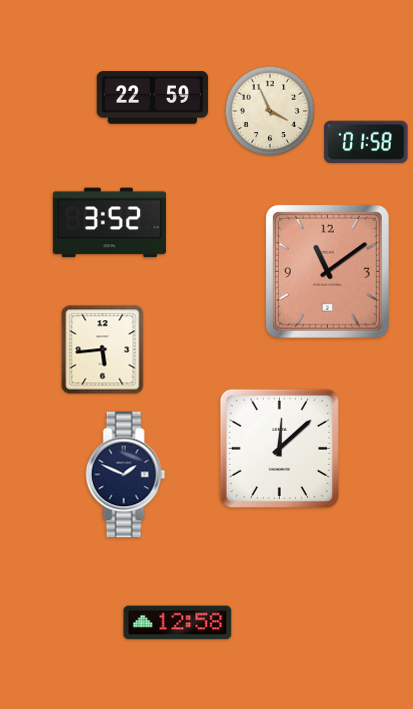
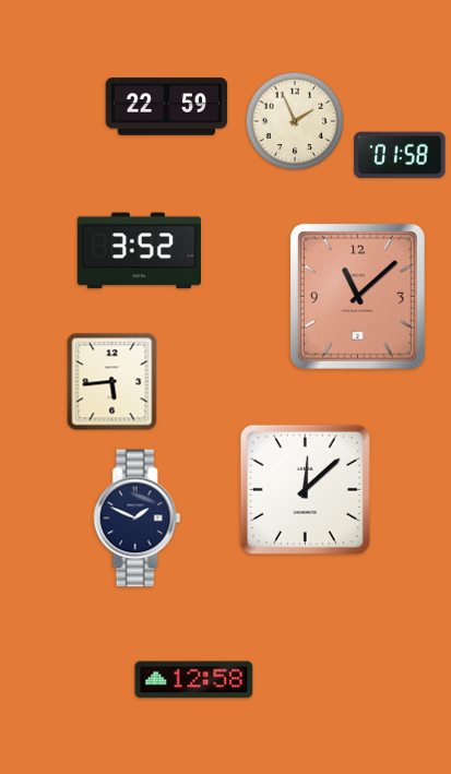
clock at (270, 111): 3:56 -> 1:56
clock at (109, 223) position: (109, 223) -> (139, 251)
clock at (327, 271): 11:09 -> 11:08
